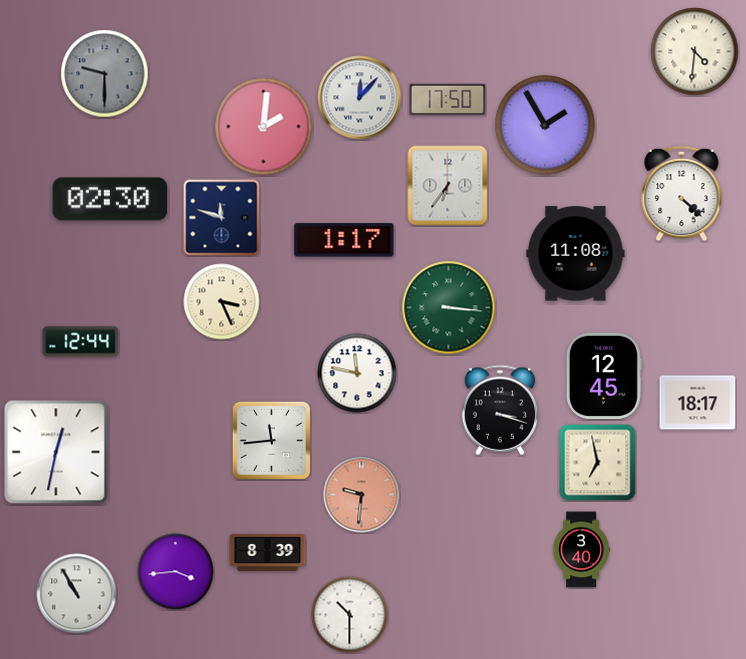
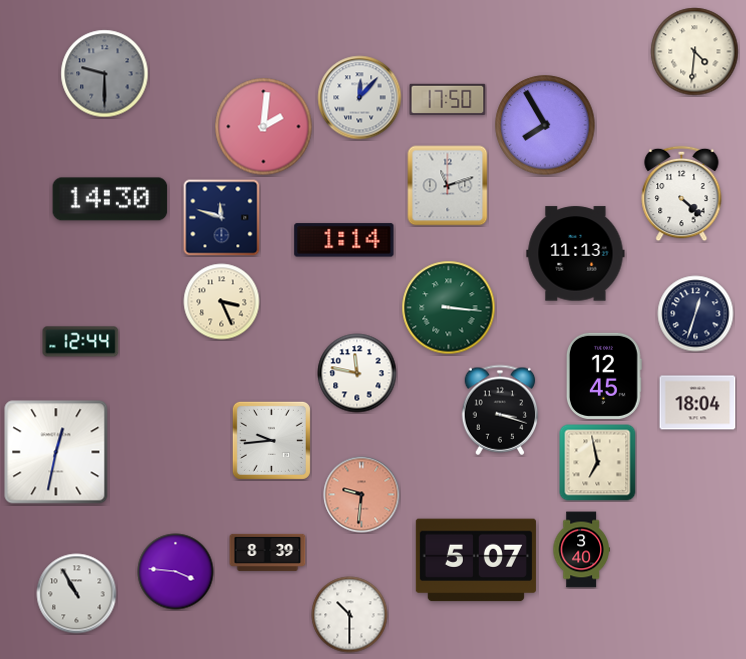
clock at (545, 125): 1:55 -> 7:55
clock at (448, 186): 6:36 -> 11:12
clock at (110, 199): 02:30 -> 14:30
clock at (344, 240): 1:17 -> 1:14
clock at (576, 254): 11:08 -> 11:13
clock at (696, 314): none -> 12:33
clock at (698, 403): 18:17 -> 18:04
clock at (271, 440): 11:44 -> 9:44
clock at (476, 560): none -> 5:07
clock at (176, 572): 3:44 -> 3:46
